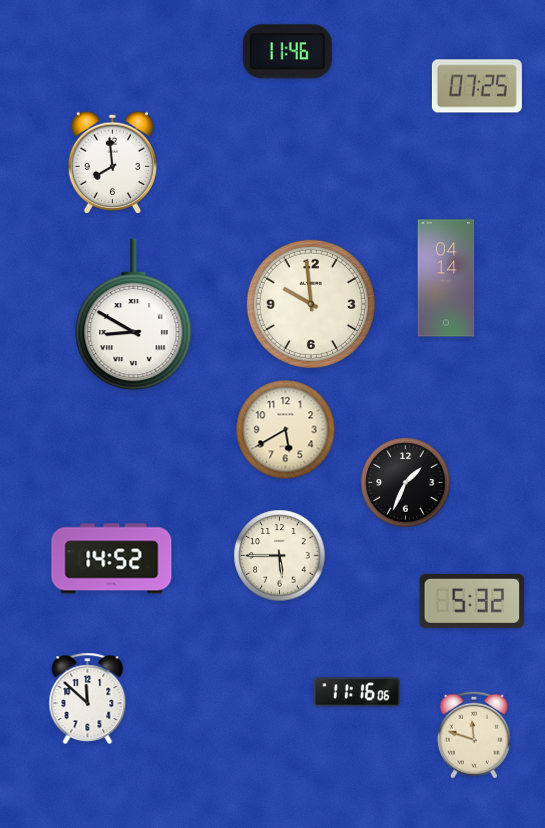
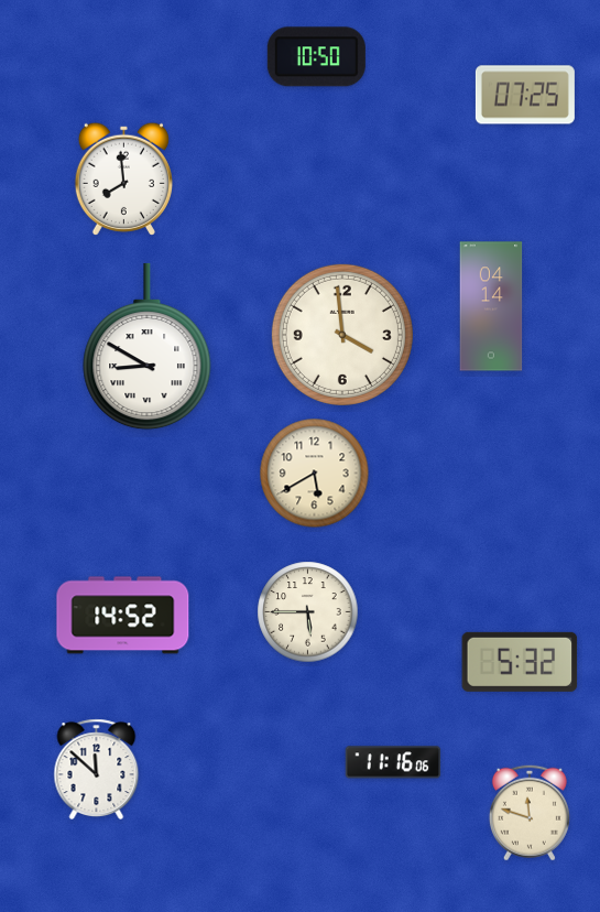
clock at (287, 52): 11:46 -> 10:50
clock at (311, 304): 9:59 -> 3:59
clock at (406, 483): 1:34 -> none
clock at (474, 735) position: (474, 735) -> (530, 813)
